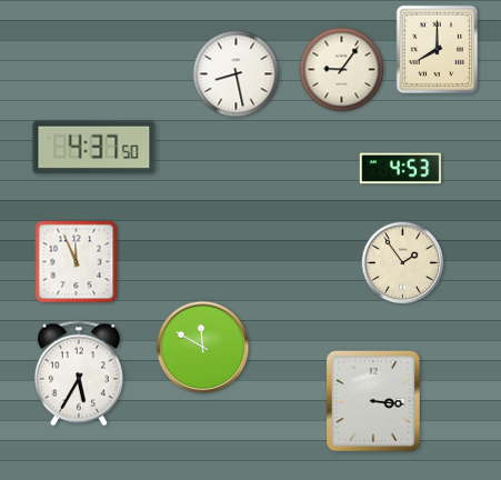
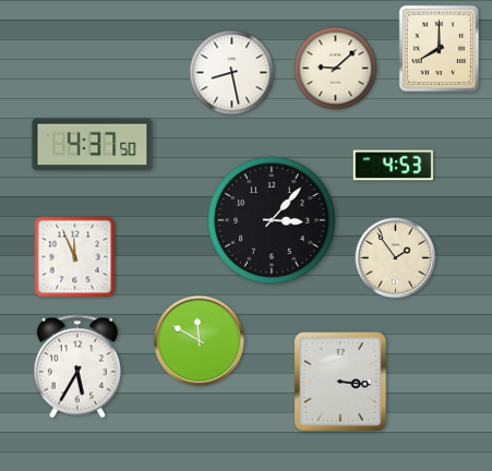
clock at (438, 50) position: (438, 50) -> (440, 49)
clock at (342, 70): 9:06 -> 9:08
clock at (272, 220): none -> 3:07
clock at (374, 402) position: (374, 402) -> (341, 383)
